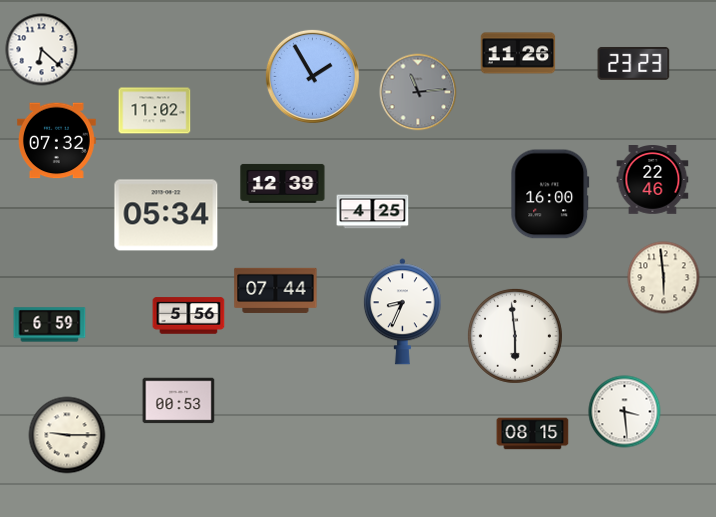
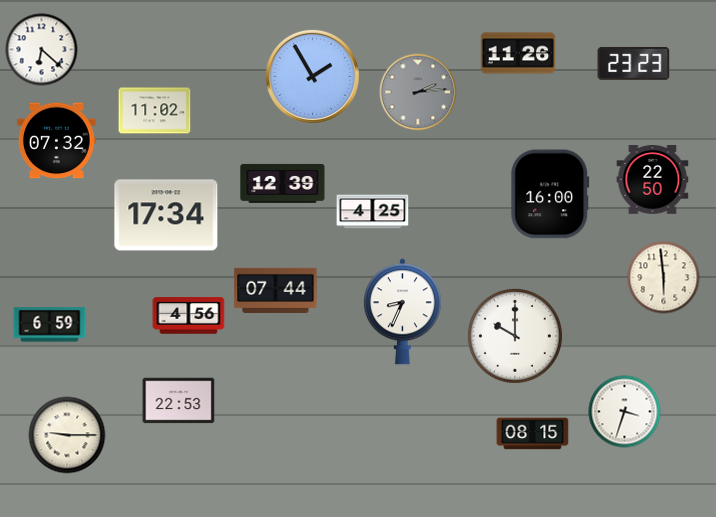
clock at (418, 92): 11:14 -> 2:14
clock at (653, 180): 22:46 -> 22:50
clock at (166, 215): 05:34 -> 17:34
clock at (189, 316): 5:56 -> 4:56
clock at (515, 336): 5:59 -> 10:00
clock at (179, 401): 00:53 -> 22:53
clock at (625, 412): 3:29 -> 3:33
